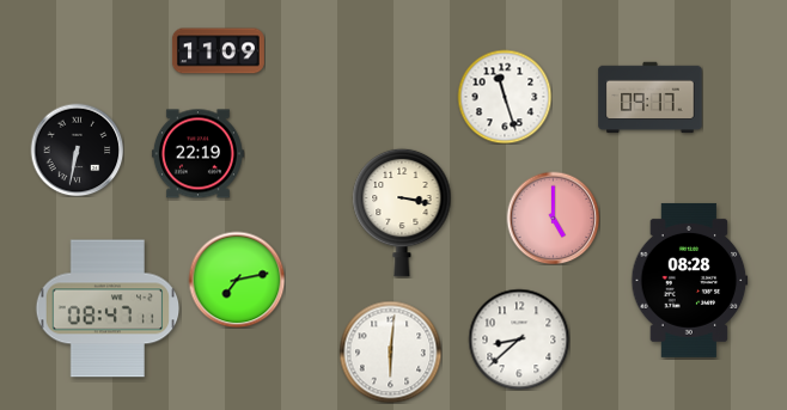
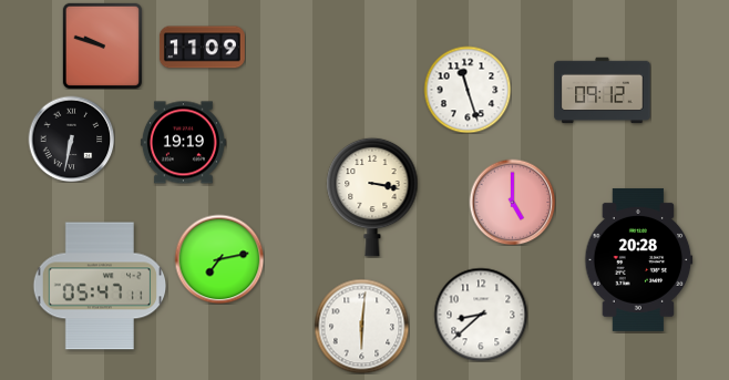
clock at (102, 45): none -> 9:48
clock at (651, 98): 09:17 -> 09:12
clock at (197, 154): 22:19 -> 19:19
clock at (690, 280): 08:28 -> 20:28
clock at (108, 308): 08:47 -> 05:47
